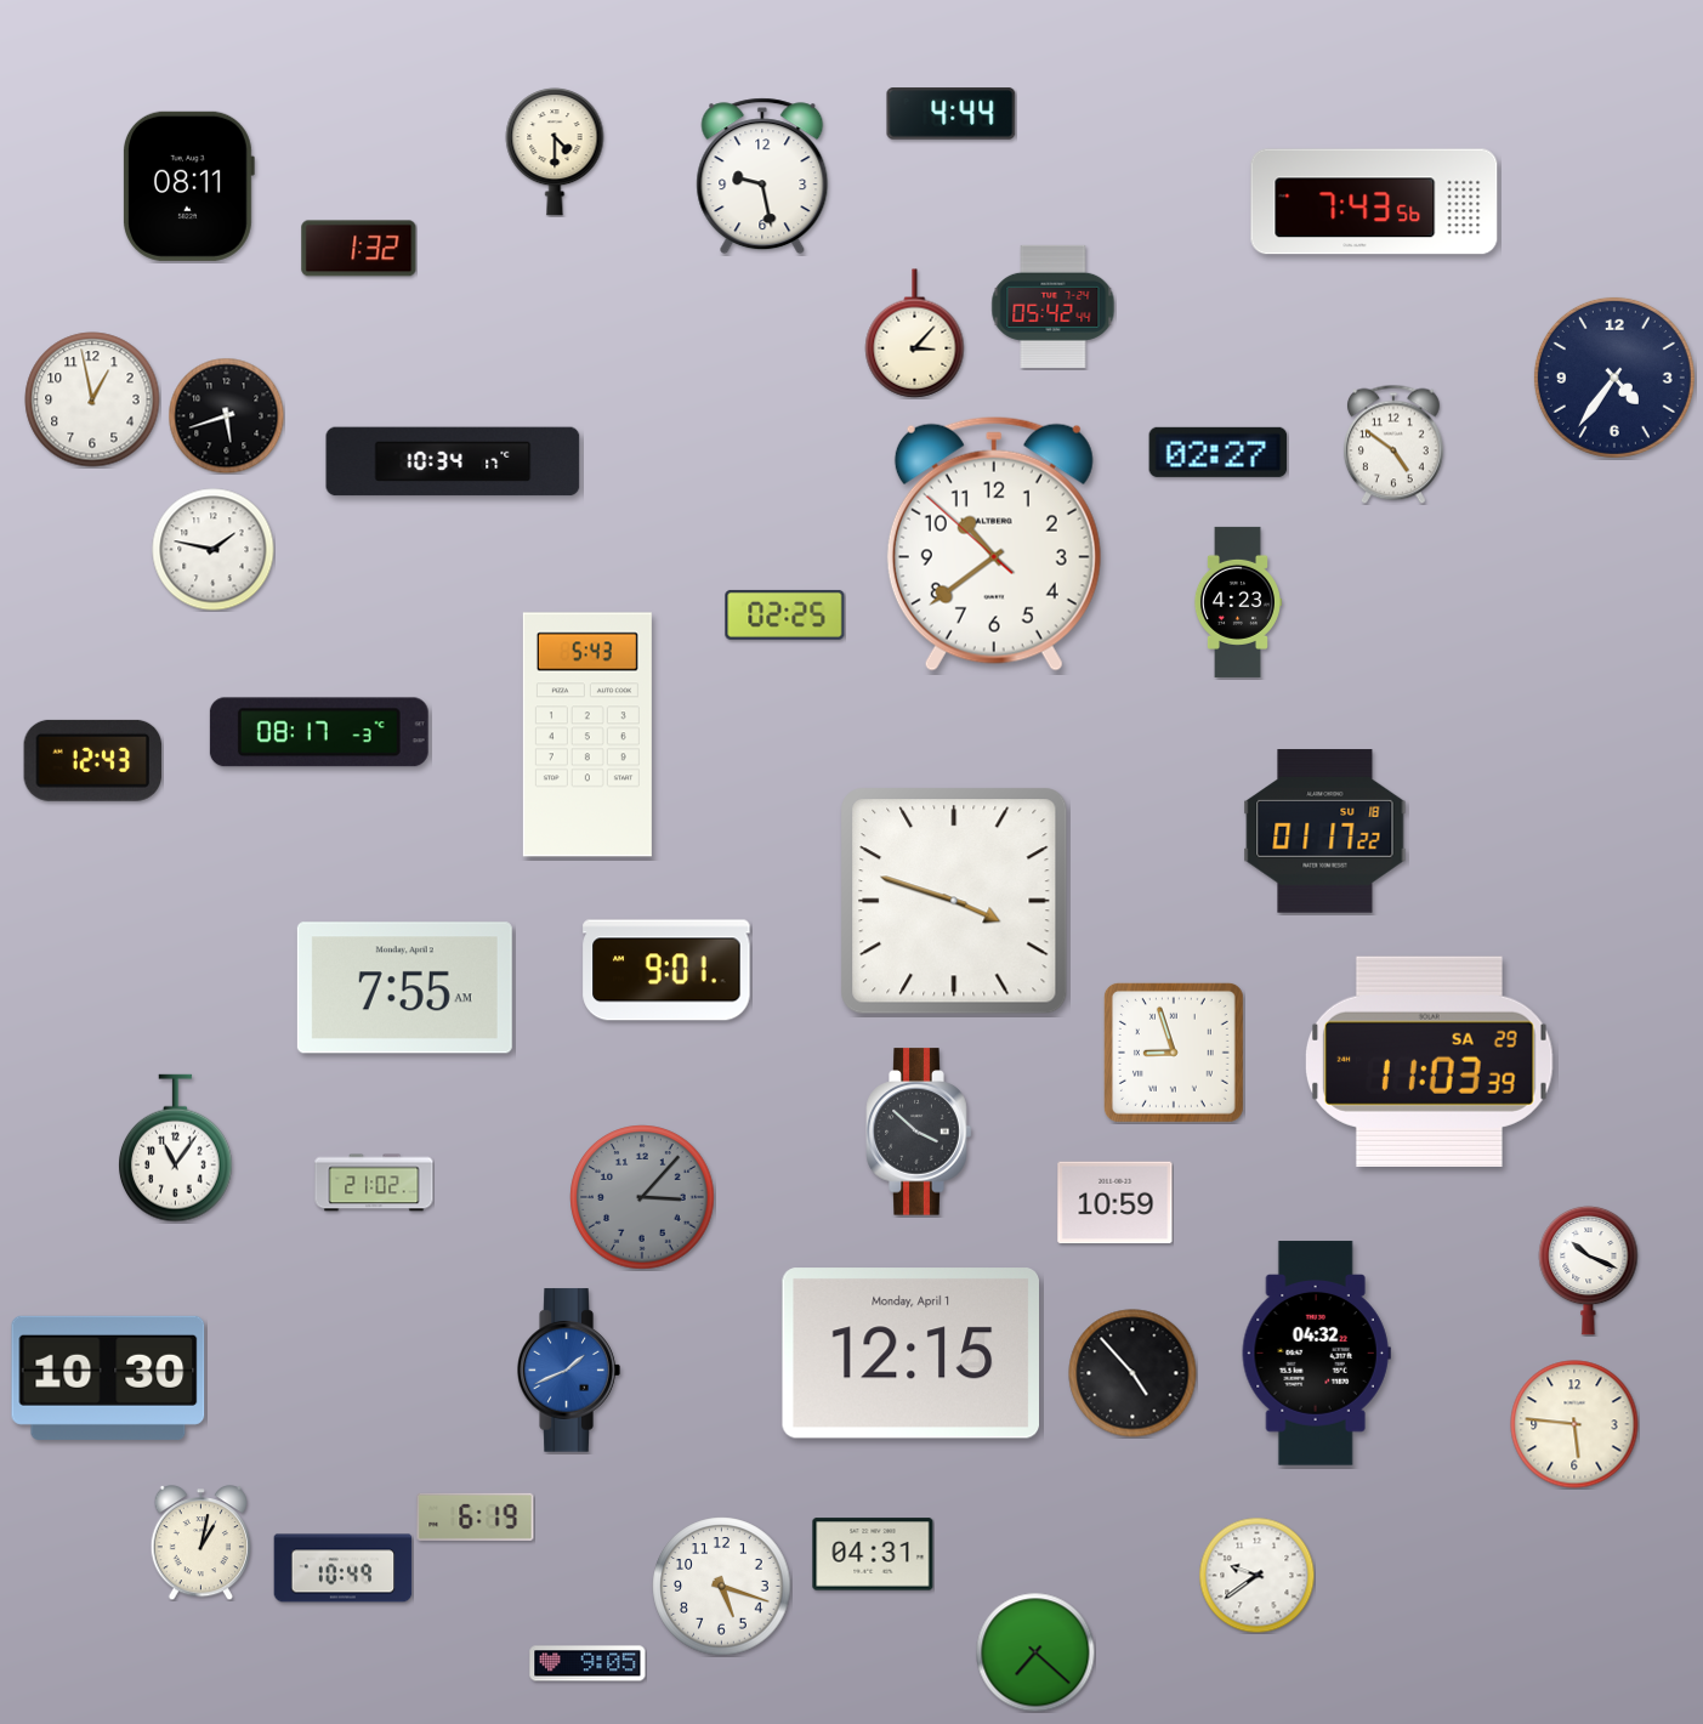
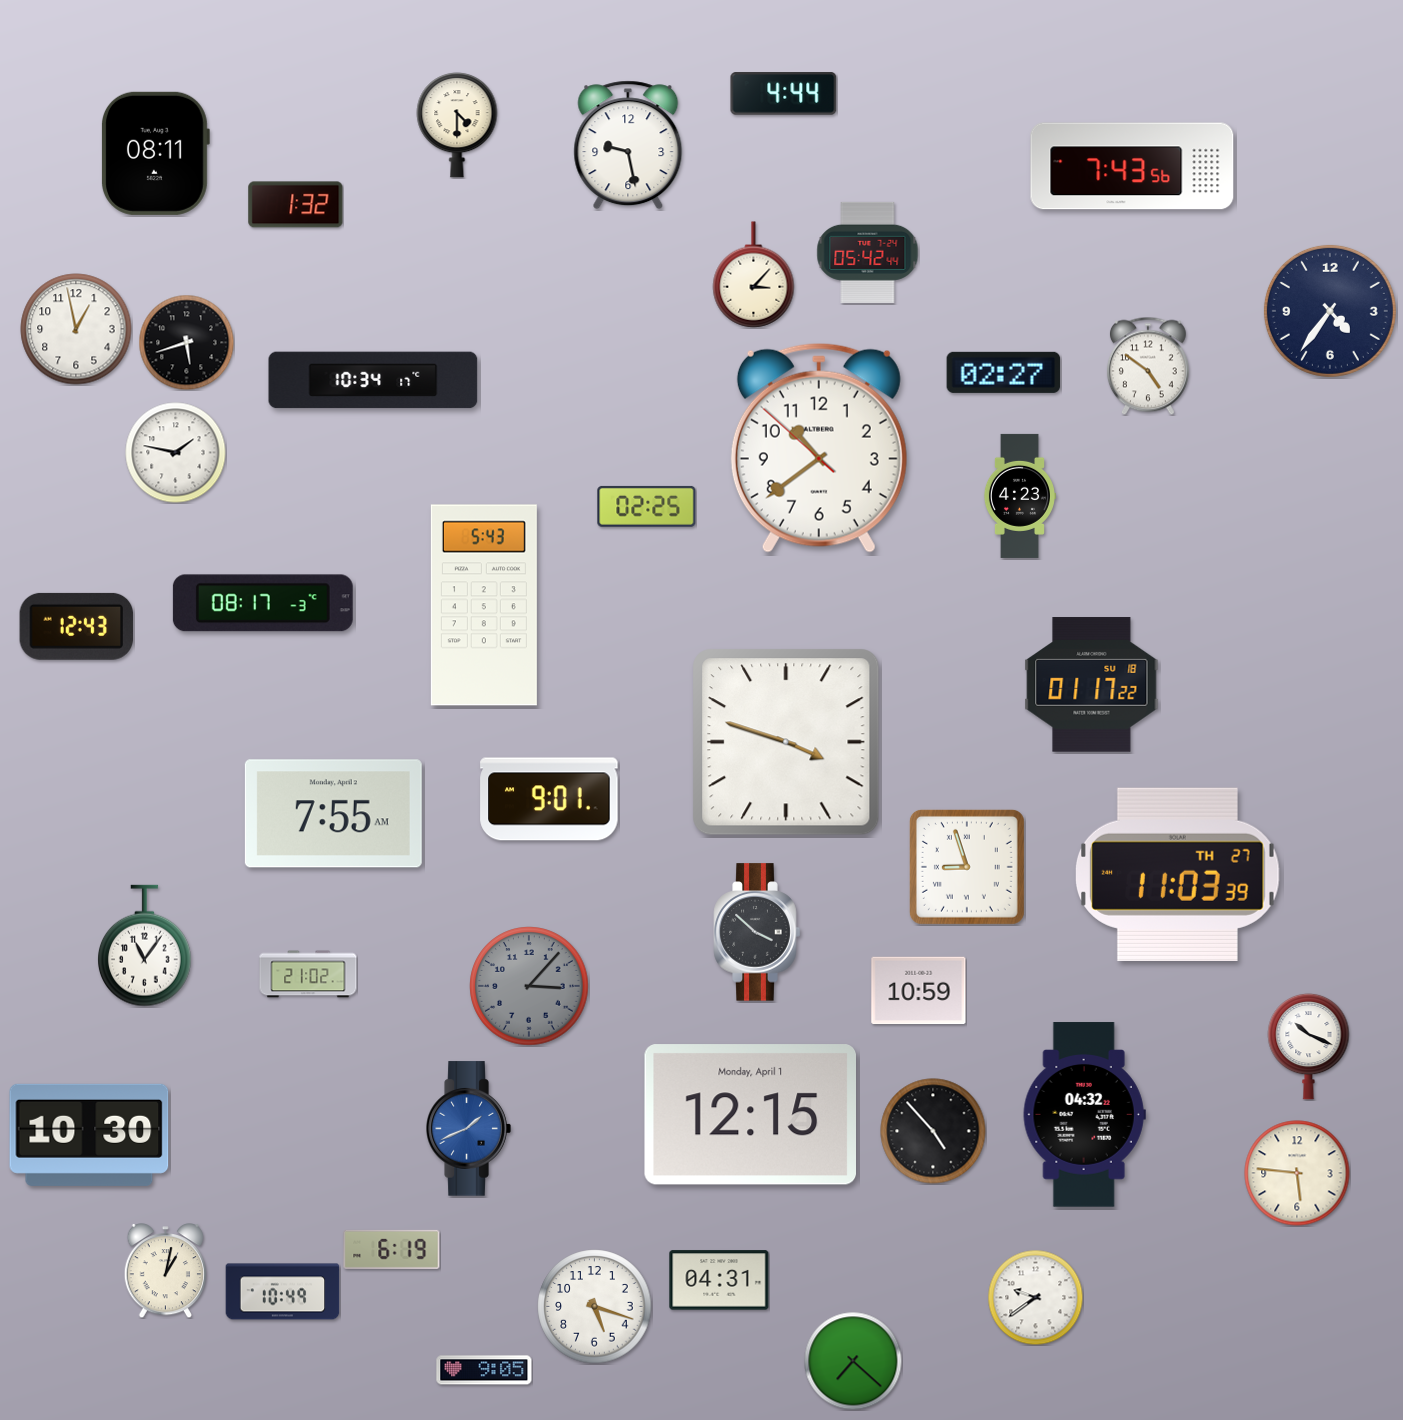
clock at (1430, 1061) date: SA 29 -> TH 27
